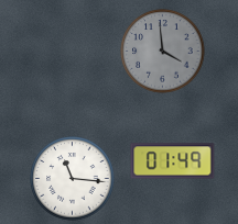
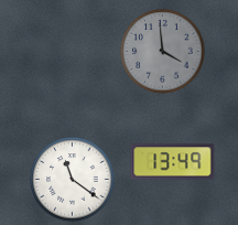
clock at (173, 161): 01:49 -> 13:49
clock at (73, 179): 11:16 -> 11:21
